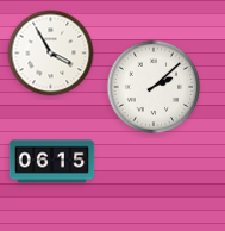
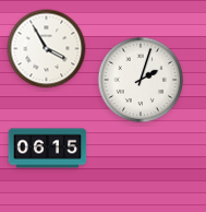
clock at (154, 87): 2:08 -> 2:03
